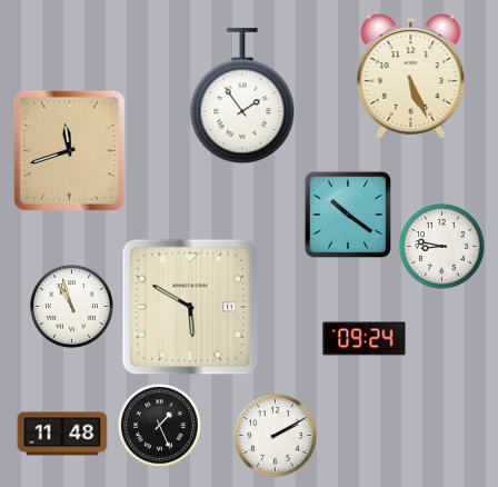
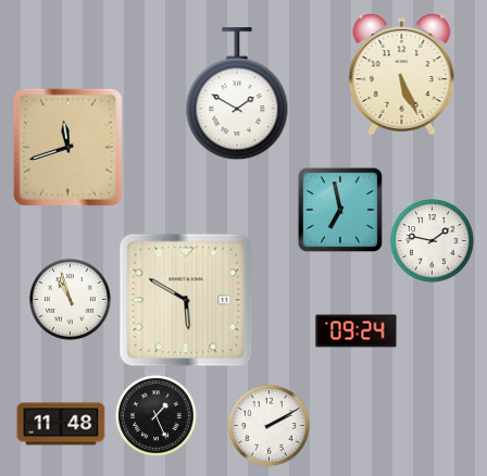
clock at (242, 97): 1:54 -> 1:50
clock at (347, 213): 10:21 -> 6:58
clock at (442, 247): 8:47 -> 1:47
